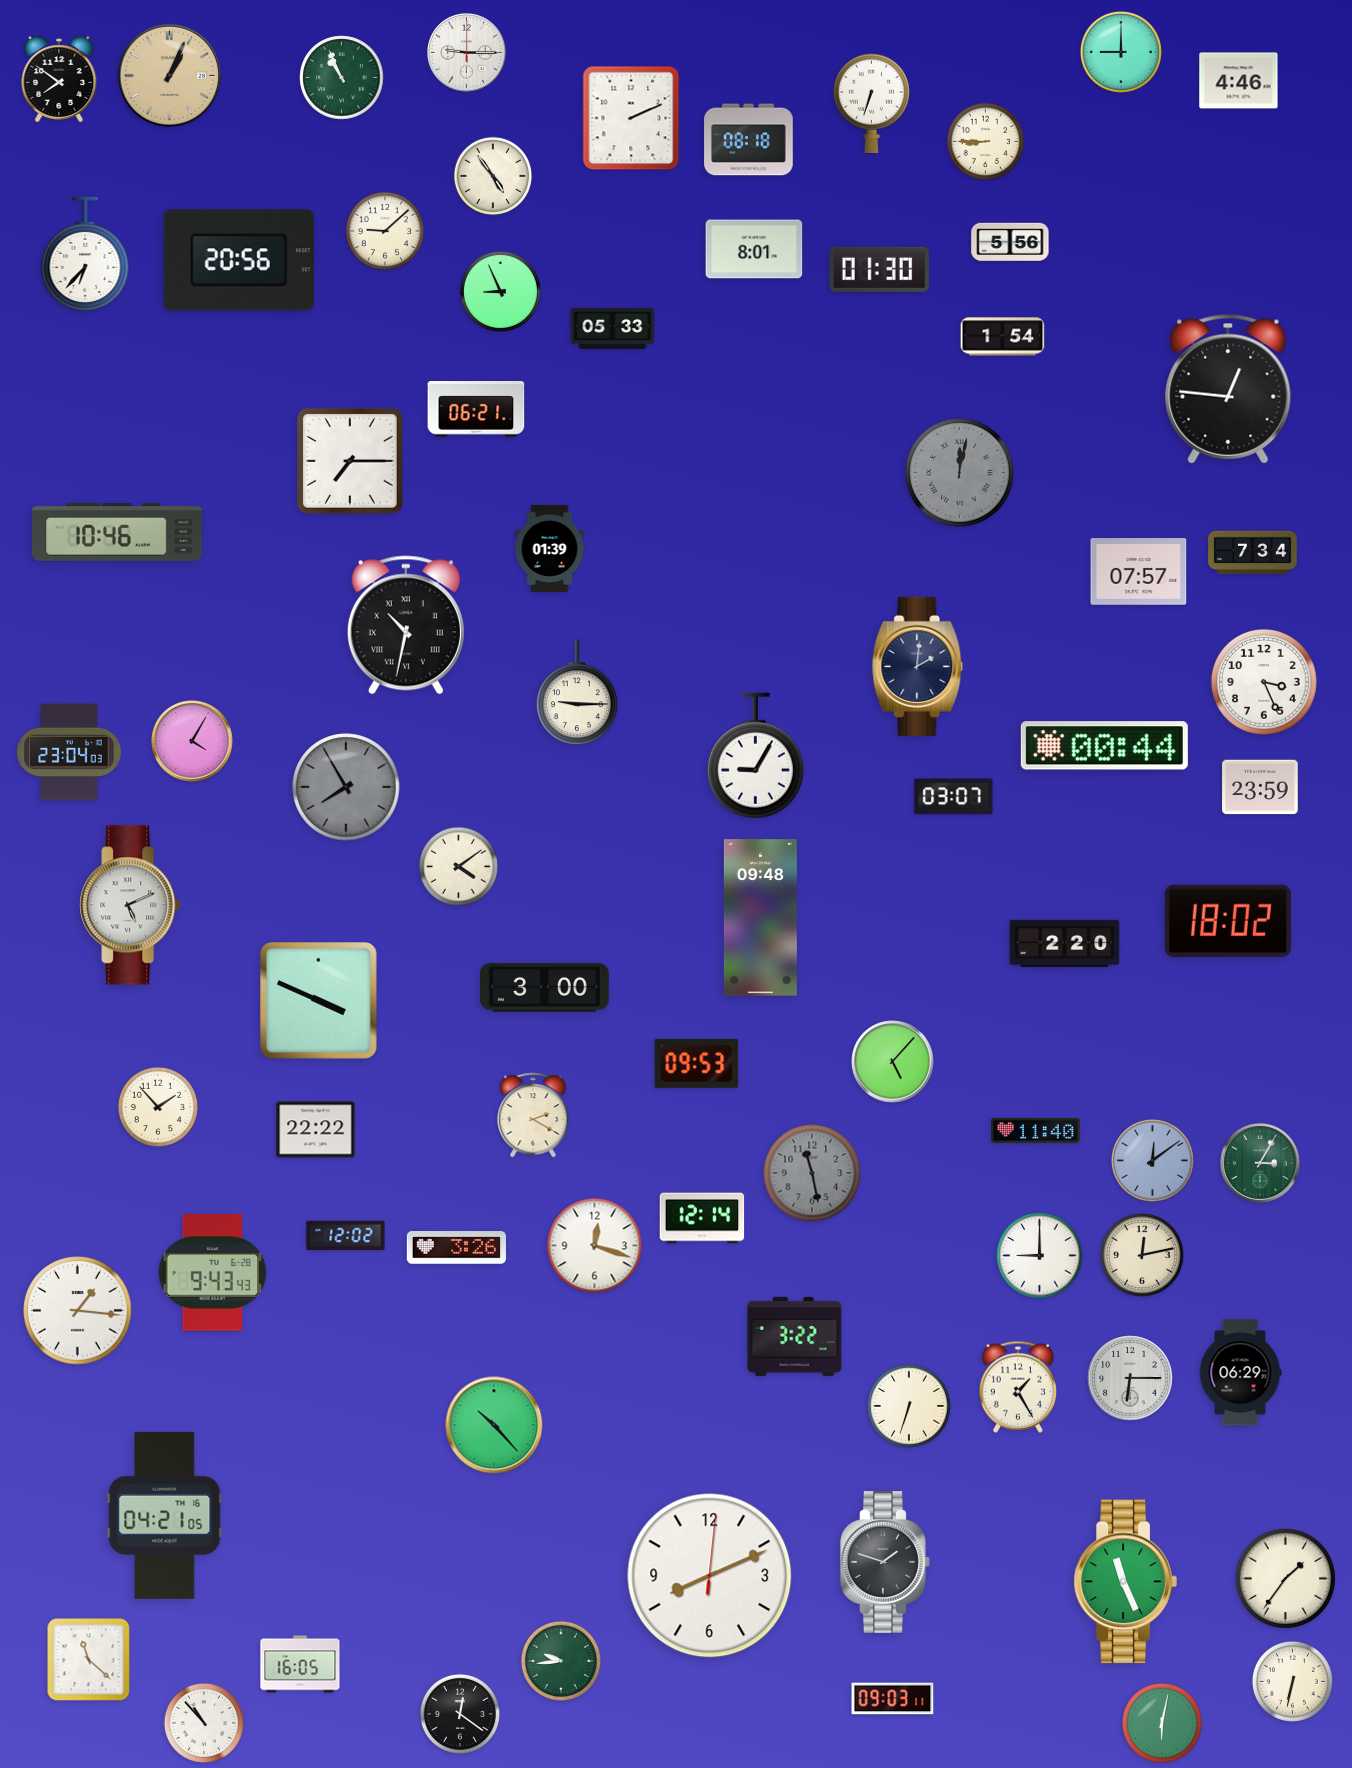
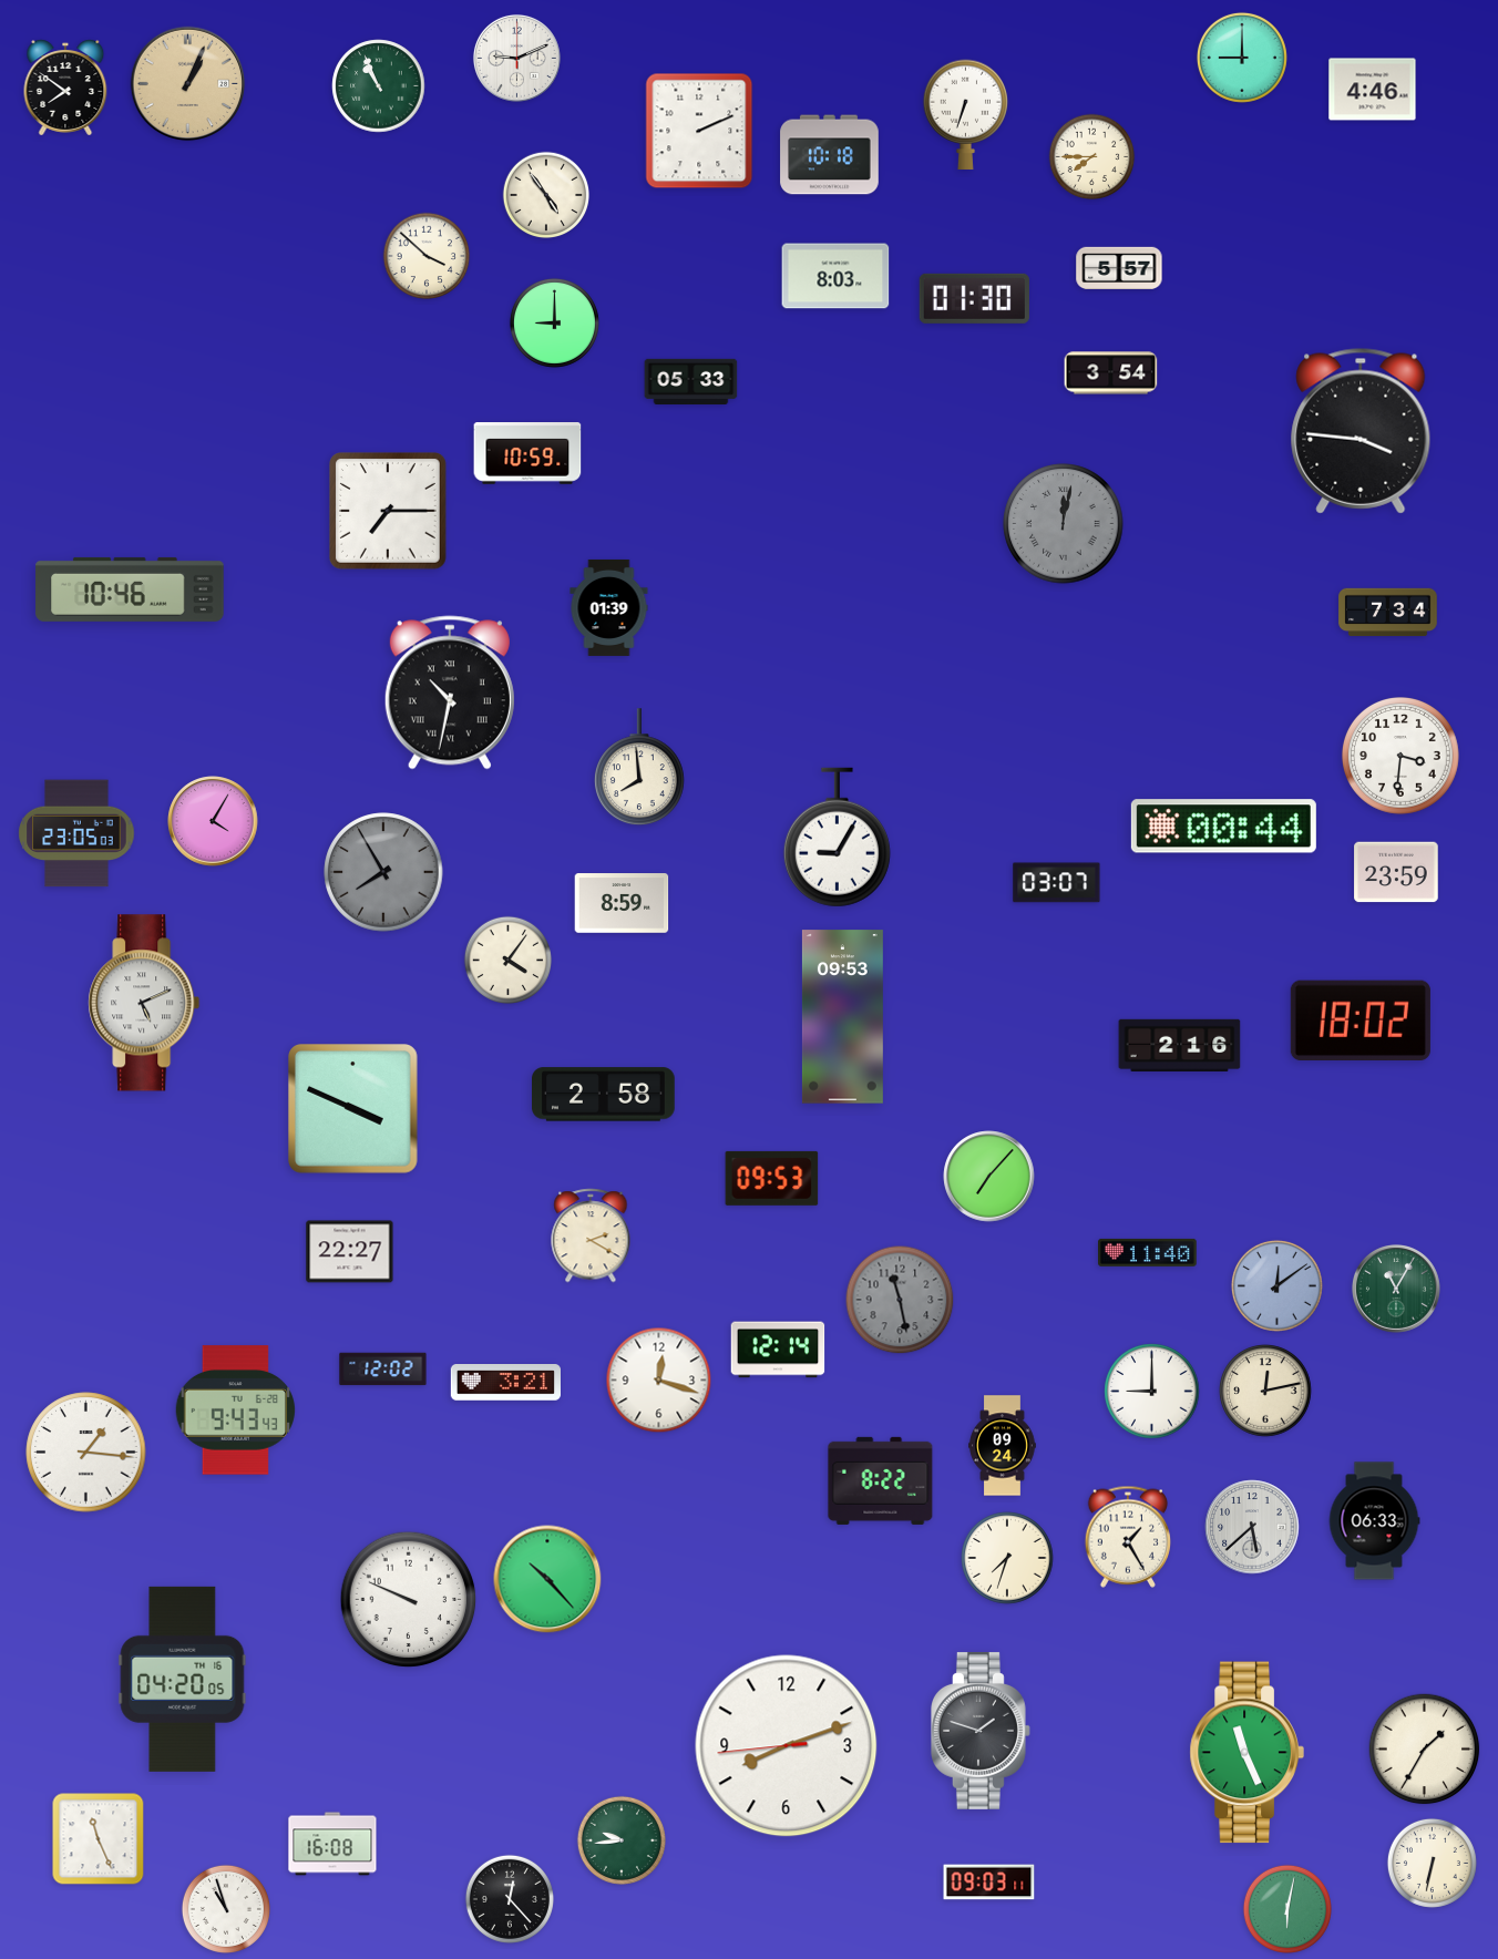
clock at (466, 52): 9:15 -> 9:11
clock at (749, 140): 08:18 -> 10:18
clock at (986, 142): 8:45 -> 7:45
clock at (385, 231): 9:08 -> 3:52
clock at (1010, 241): 5:56 -> 5:57
clock at (754, 249): 8:01 -> 8:03
clock at (85, 254): 6:37 -> none
clock at (239, 260): 20:56 -> none
clock at (500, 291): 8:56 -> 9:00
clock at (613, 328) position: (613, 328) -> (691, 381)
clock at (1003, 337): 1:54 -> 3:54
clock at (1228, 389): 12:46 -> 3:46
clock at (476, 409): 06:21 -> 10:59
clock at (1139, 572): 07:57 -> none
clock at (918, 666): 2:01 -> none
clock at (1264, 683): 3:26 -> 3:31
clock at (577, 693): 9:15 -> 7:59
clock at (69, 752): 23:04 -> 23:05
clock at (622, 903): none -> 8:59
clock at (458, 866): 4:09 -> 4:06
clock at (760, 918): 09:48 -> 09:53
clock at (1065, 944): 2:20 -> 2:16
clock at (545, 988): 3:00 -> 2:58
clock at (893, 1062): 5:07 -> 7:07
clock at (158, 1107): 1:53 -> none
clock at (316, 1130): 22:22 -> 22:27
clock at (1260, 1163): 3:05 -> 11:05
clock at (456, 1248): 3:26 -> 3:21
clock at (1003, 1446): none -> 09:24
clock at (795, 1336): 3:22 -> 8:22
clock at (1240, 1373): 06:29 -> 06:33
clock at (1130, 1378): 6:15 -> 5:38
clock at (909, 1406): 6:33 -> 7:33
clock at (409, 1600): none -> 9:49
clock at (165, 1515): 04:21 -> 04:20
clock at (710, 1576): 8:11:01 -> 8:11:44
clock at (1286, 1579): 1:36 -> 1:35
clock at (89, 1660): 11:22 -> 11:26
clock at (300, 1664): 16:05 -> 16:08
clock at (460, 1714): 12:21 -> 12:23
clock at (204, 1723): 10:53 -> 10:57
